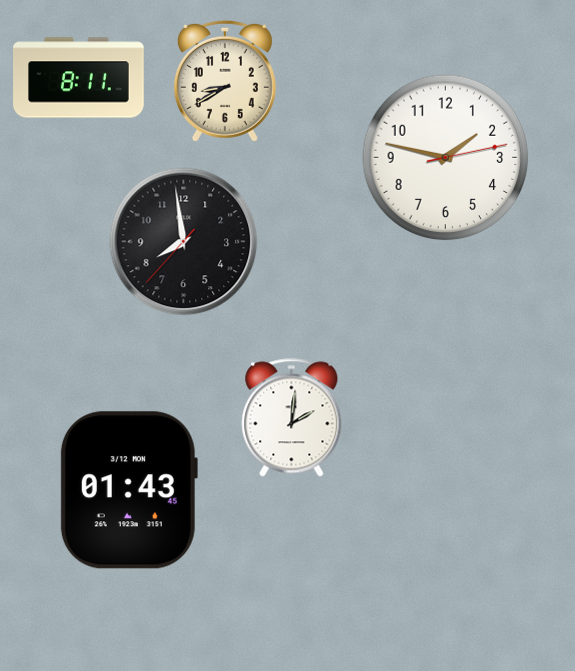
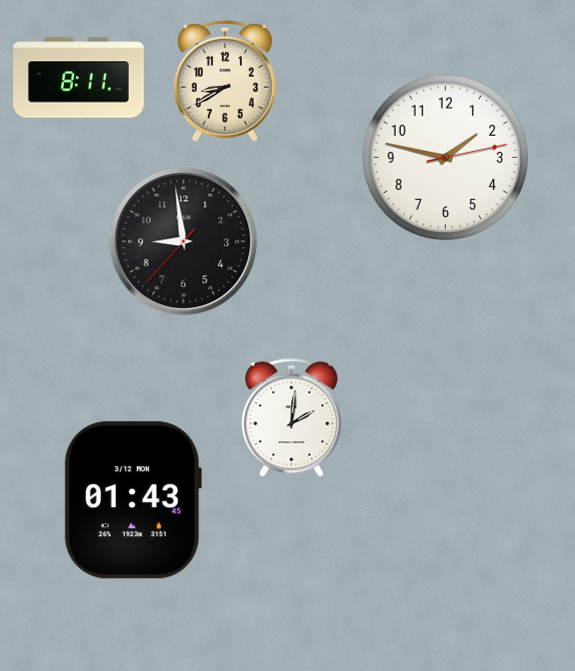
clock at (184, 242): 7:58 -> 8:58
clock at (129, 490) position: (129, 490) -> (133, 500)
